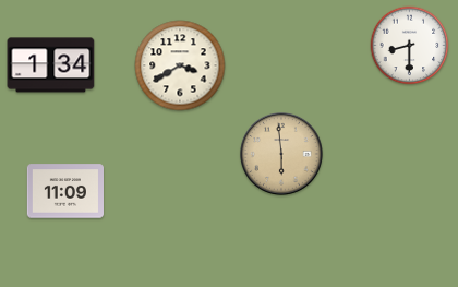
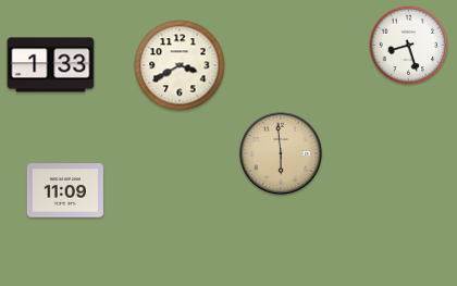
clock at (410, 46): 8:30 -> 8:27
clock at (51, 65): 1:34 -> 1:33
